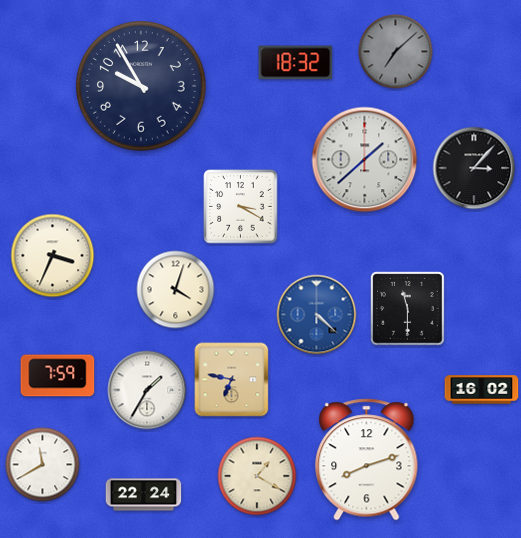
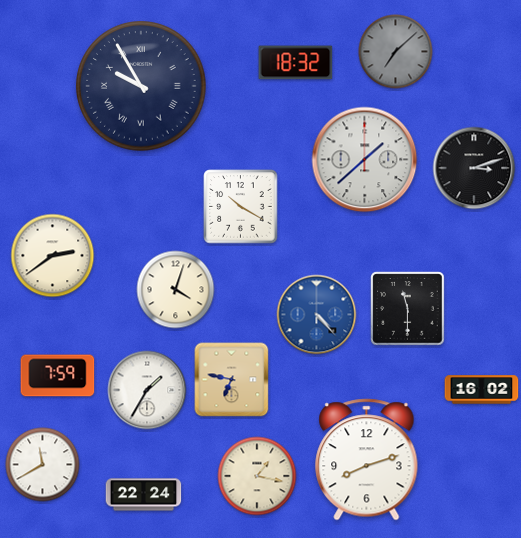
clock at (141, 86) numerals: Arabic -> Roman
clock at (474, 168): 3:07 -> 3:12
clock at (241, 207): 3:20 -> 10:20
clock at (53, 256): 3:34 -> 2:39
clock at (317, 315): 4:22 -> 4:23
clock at (257, 476): 1:20 -> 1:17
